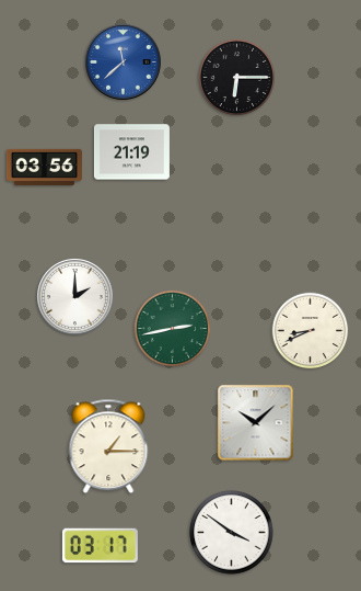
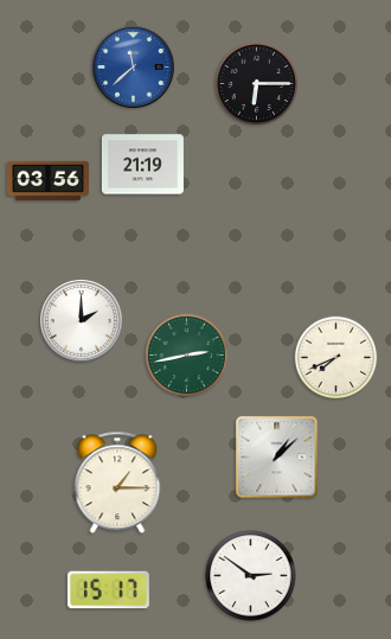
clock at (311, 331): 8:41 -> 7:41
clock at (256, 423): 10:08 -> 1:08
clock at (232, 533): 3:51 -> 2:51
clock at (100, 546): 03:17 -> 15:17
